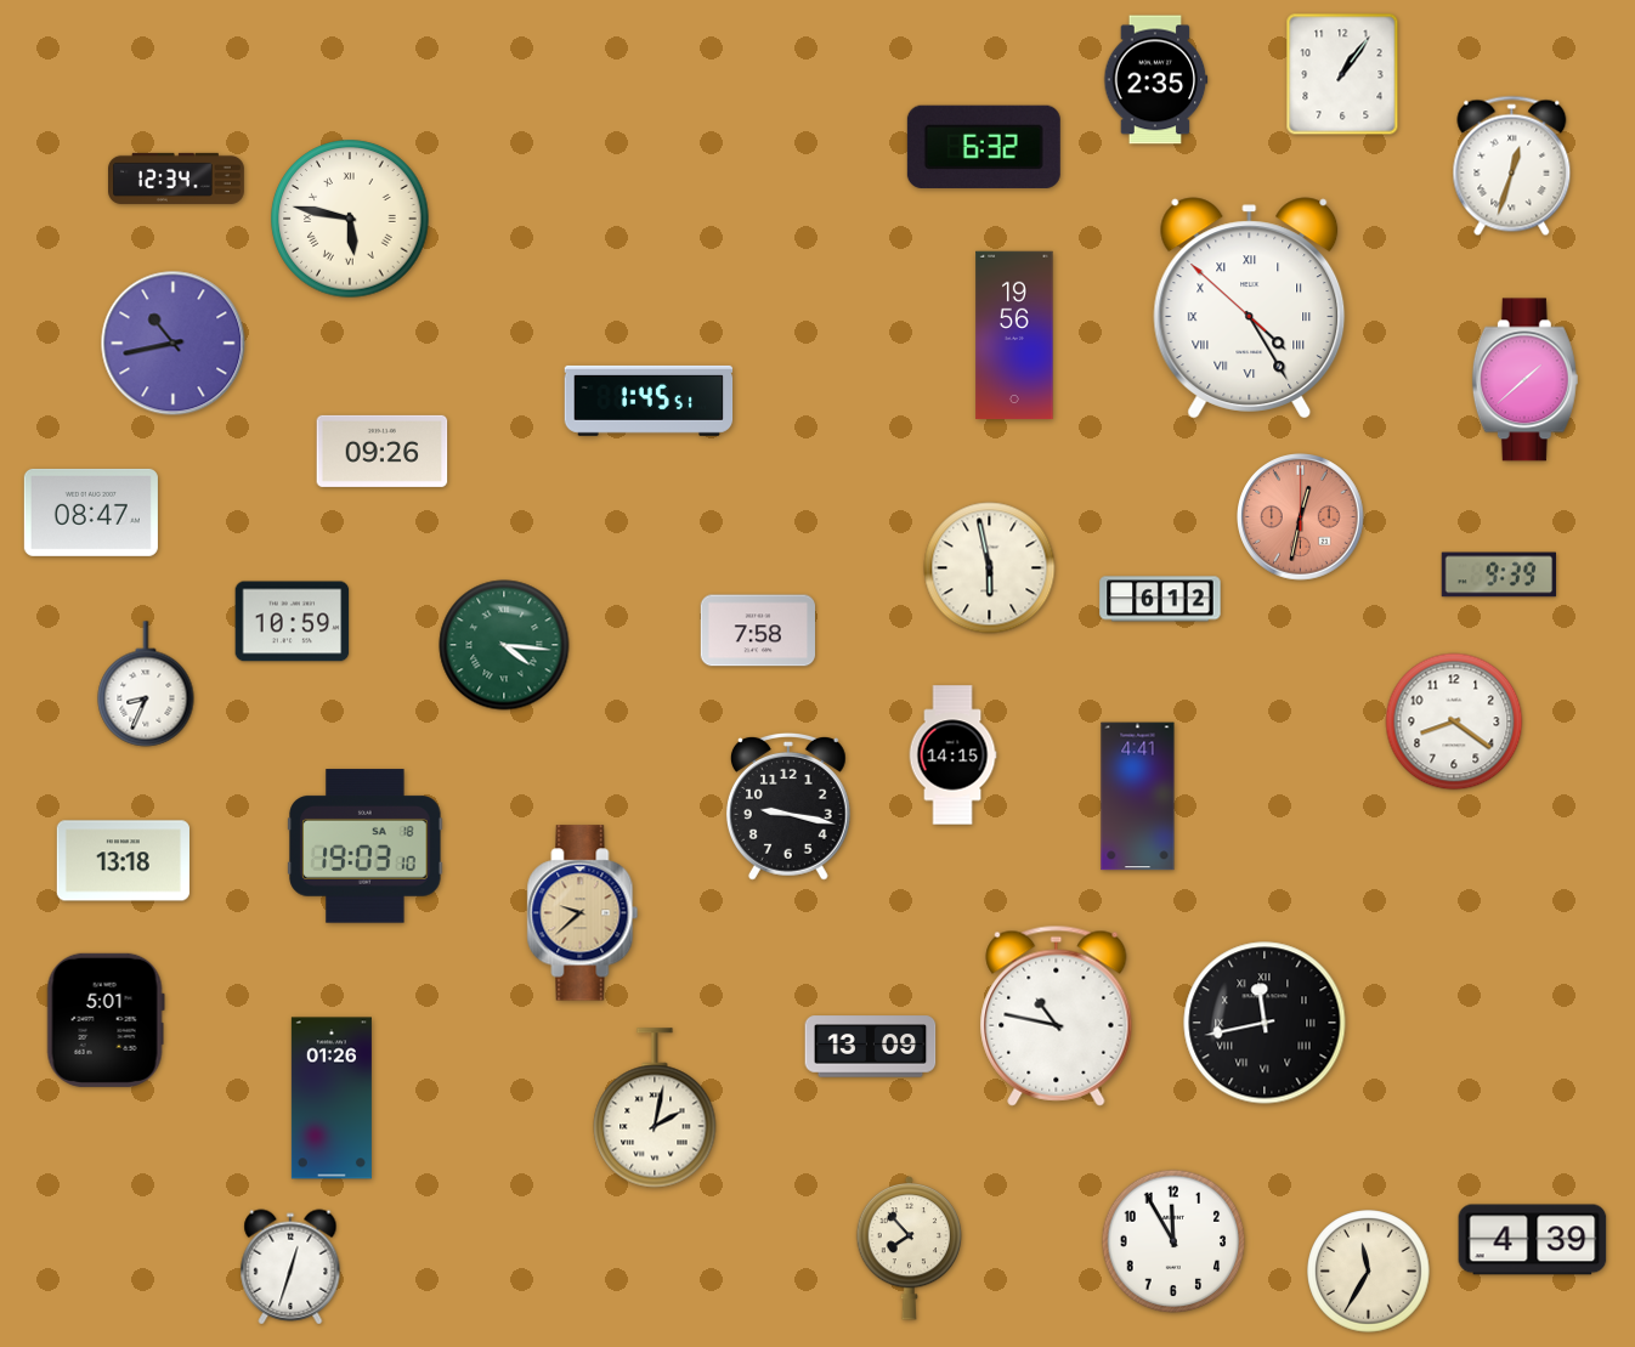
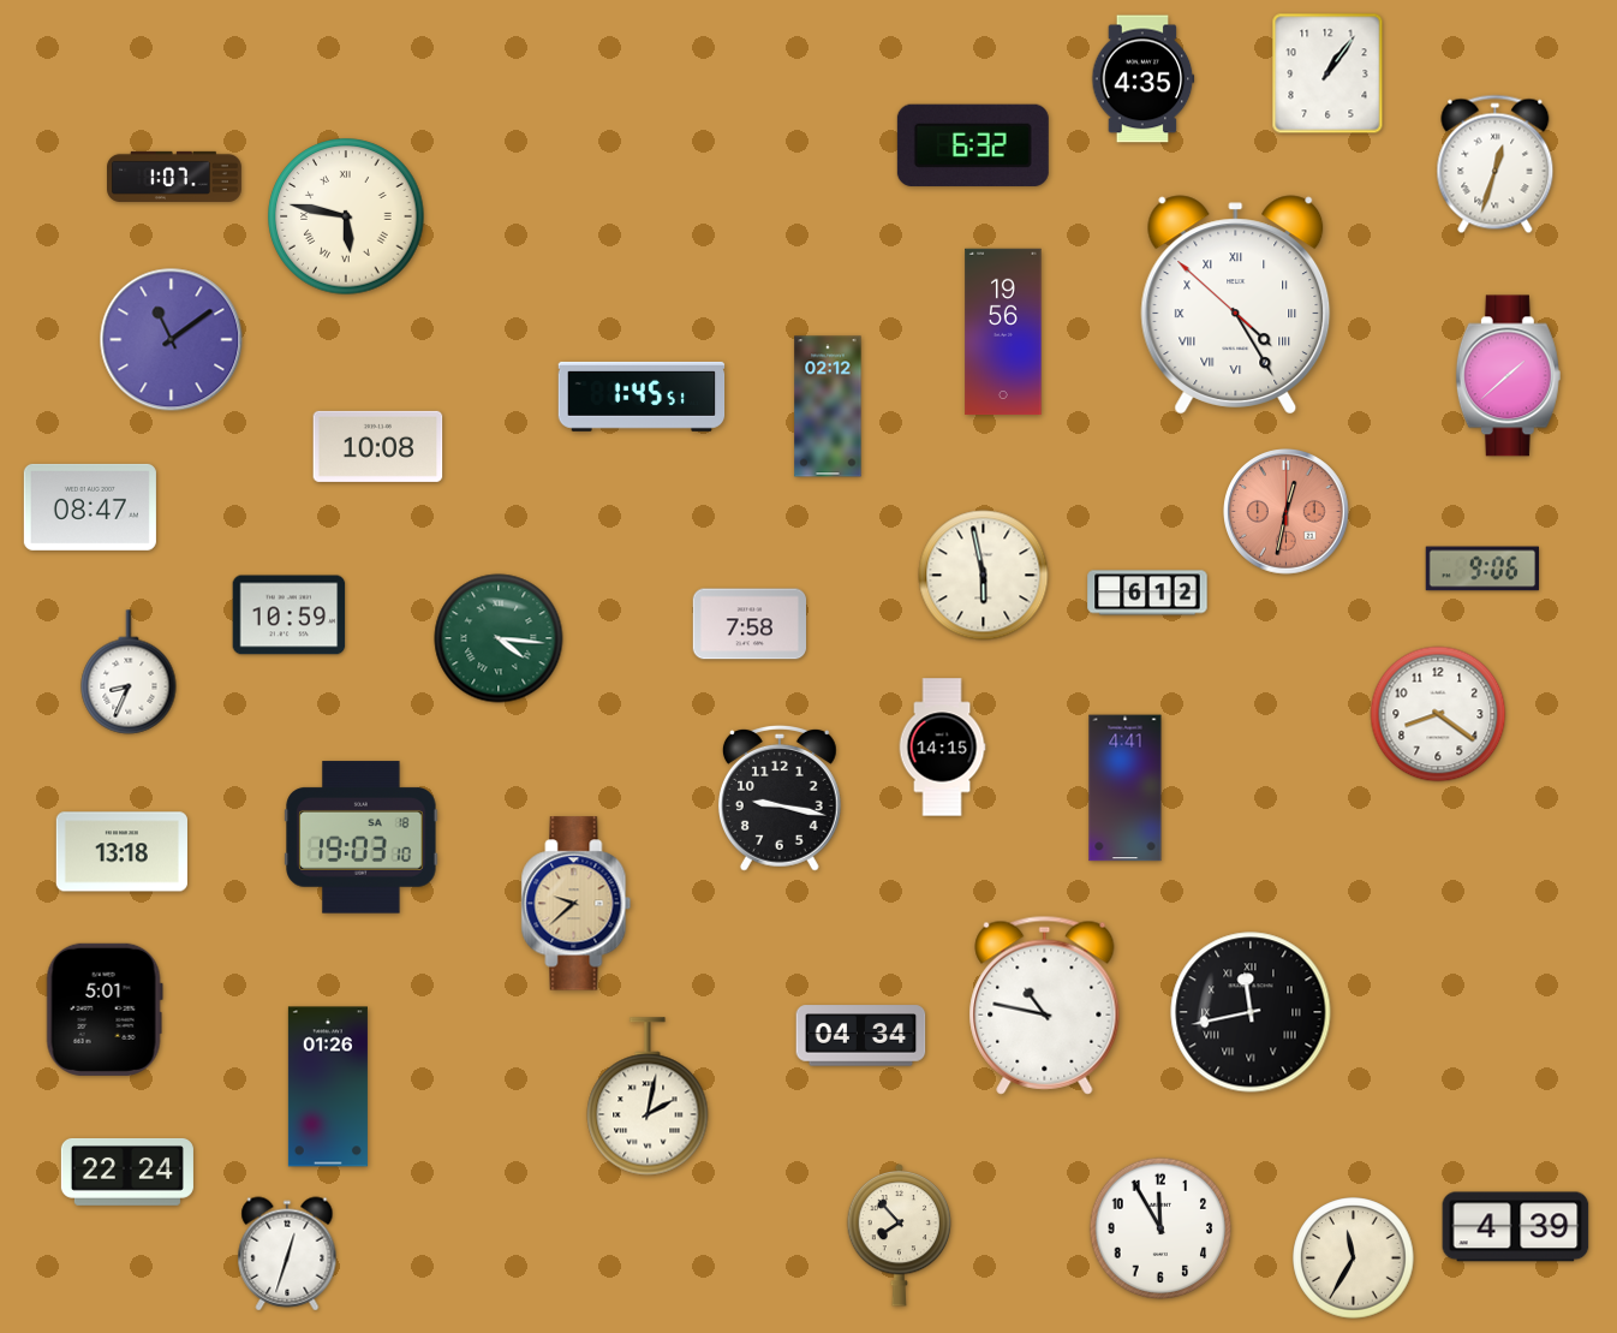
clock at (1156, 80): 2:35 -> 4:35
clock at (177, 179): 12:34 -> 1:07
clock at (174, 344): 10:43 -> 11:09
clock at (828, 406): none -> 02:12
clock at (383, 451): 09:26 -> 10:08
clock at (990, 568) position: (990, 568) -> (984, 576)
clock at (1498, 575): 9:39 -> 9:06
clock at (146, 684) position: (146, 684) -> (129, 672)
clock at (871, 1047): 13:09 -> 04:34
clock at (127, 1172): none -> 22:24
